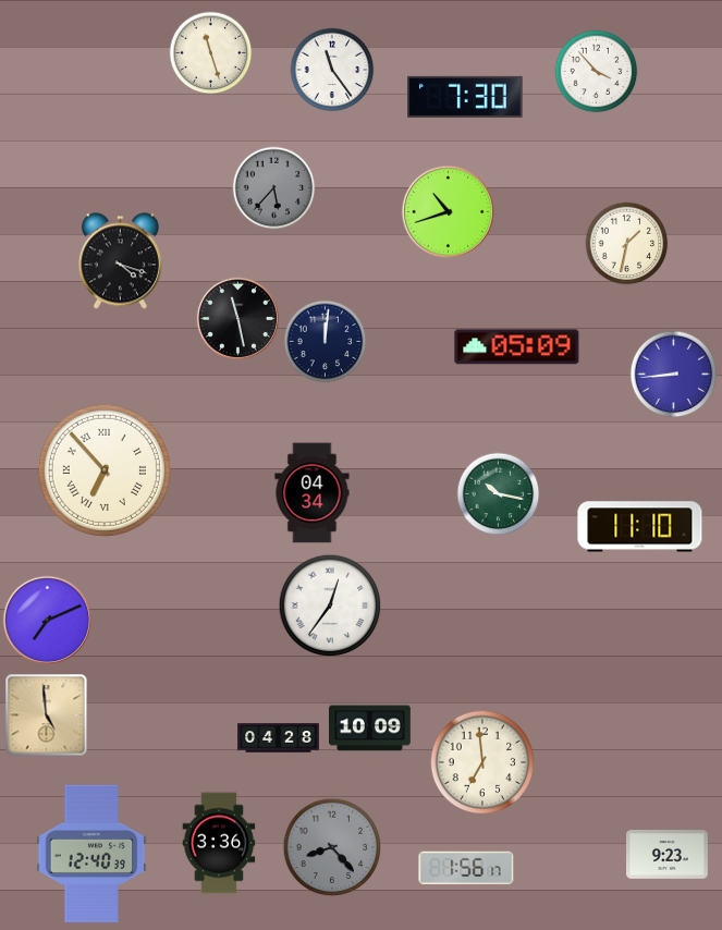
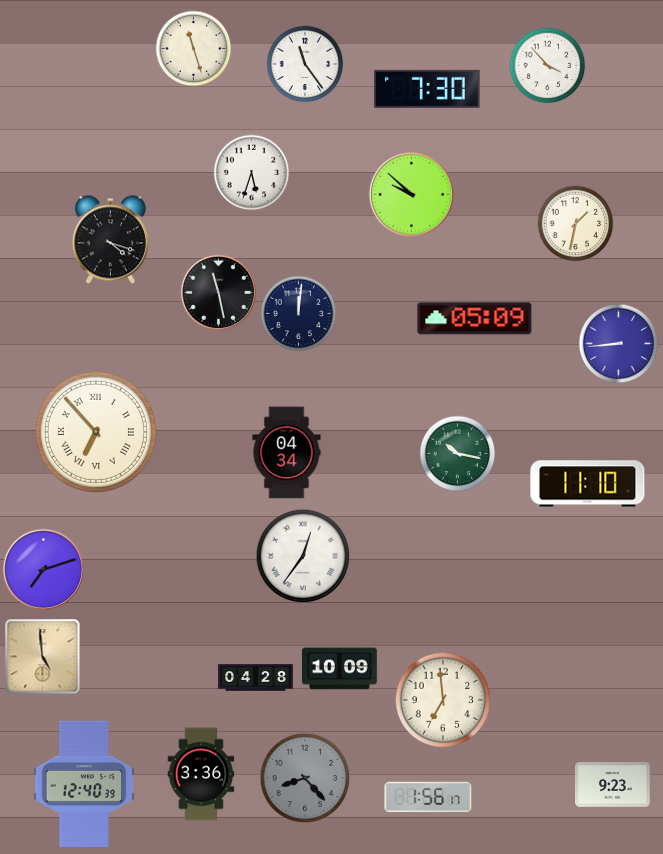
clock at (274, 188): 5:37 -> 5:33
clock at (274, 188) dial: grey -> white
clock at (449, 212): 10:42 -> 9:52
clock at (48, 621): 7:11 -> 7:12
